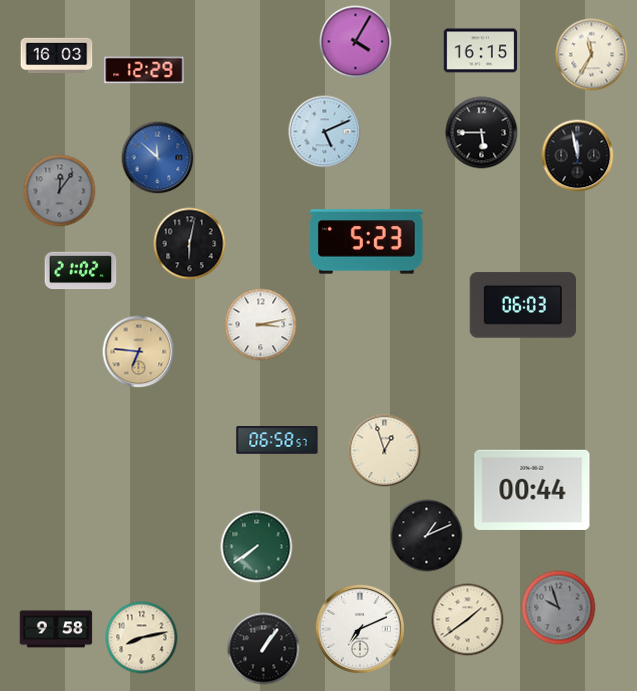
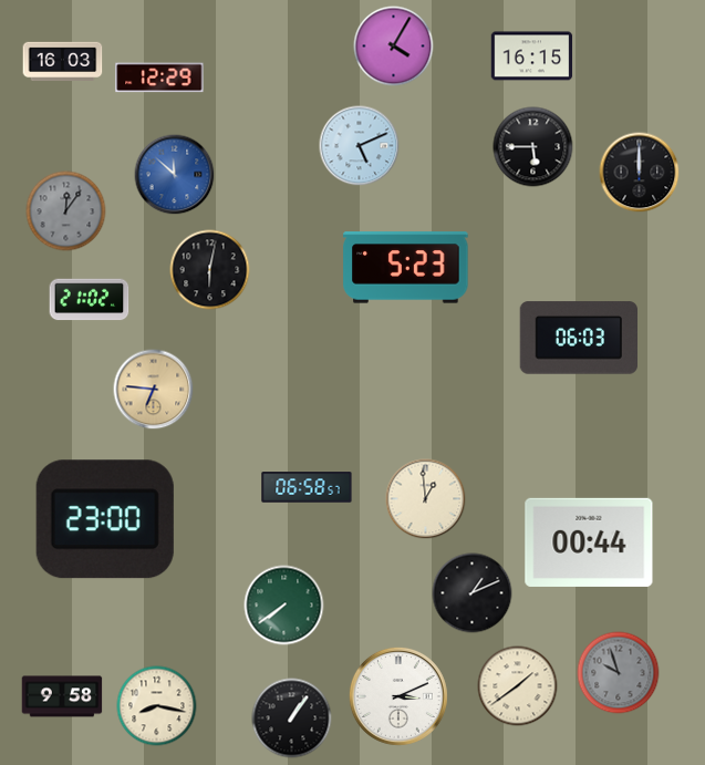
clock at (592, 55): 11:35 -> none
clock at (578, 156): 11:58 -> 12:00
clock at (261, 325): 3:13 -> none
clock at (385, 451): 12:57 -> 12:59
clock at (105, 519): none -> 23:00
clock at (360, 629): 7:11 -> 3:11
clock at (142, 638): 8:13 -> 8:17
